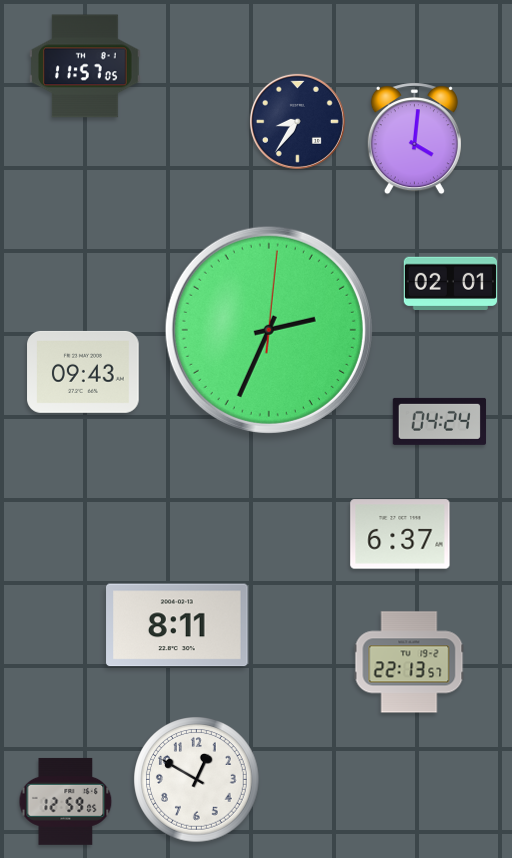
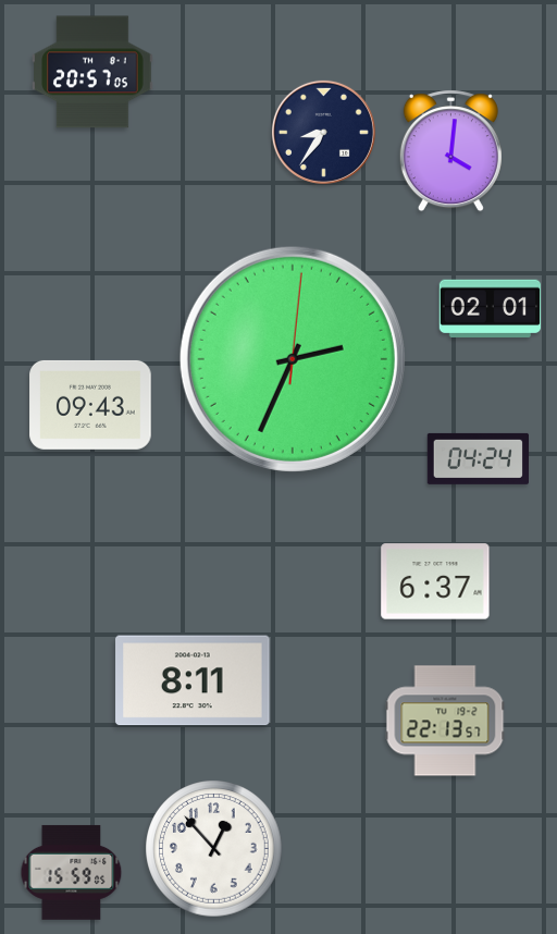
clock at (85, 66): 11:57 -> 20:57
clock at (197, 780): 12:50 -> 12:53
clock at (66, 801): 12:59 -> 15:59
